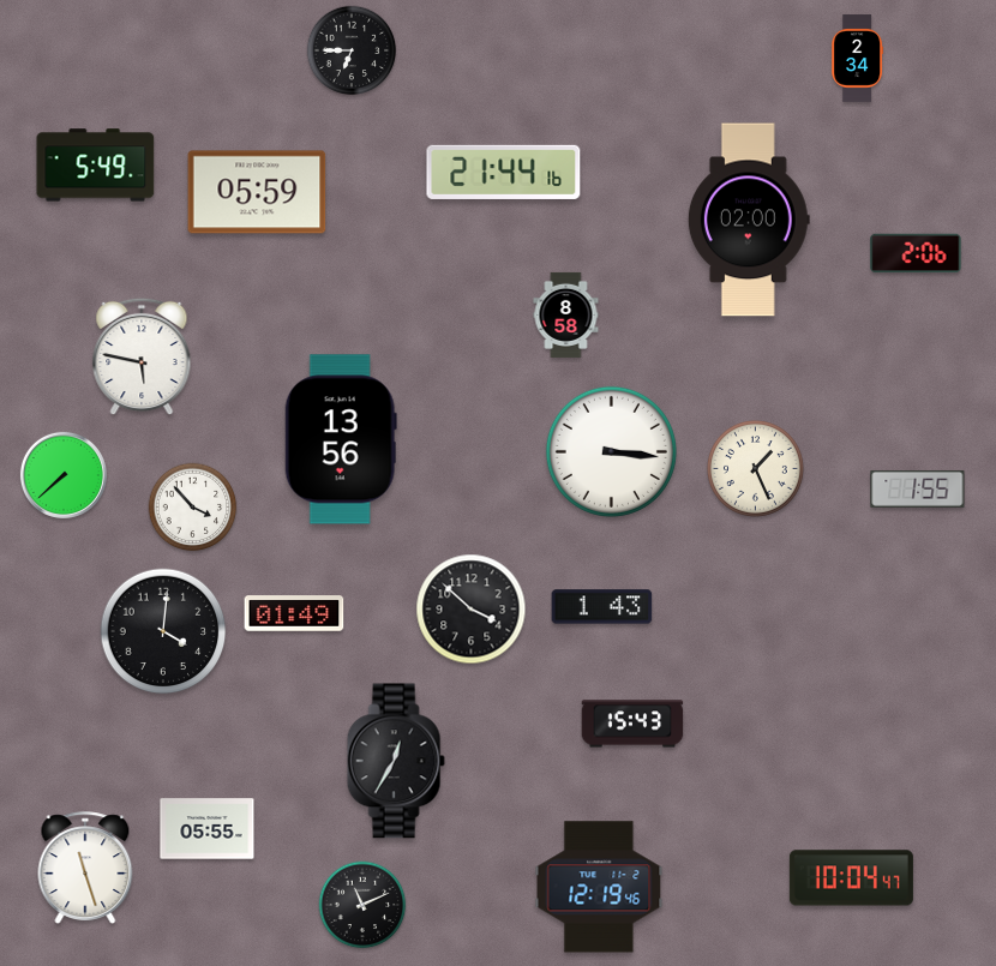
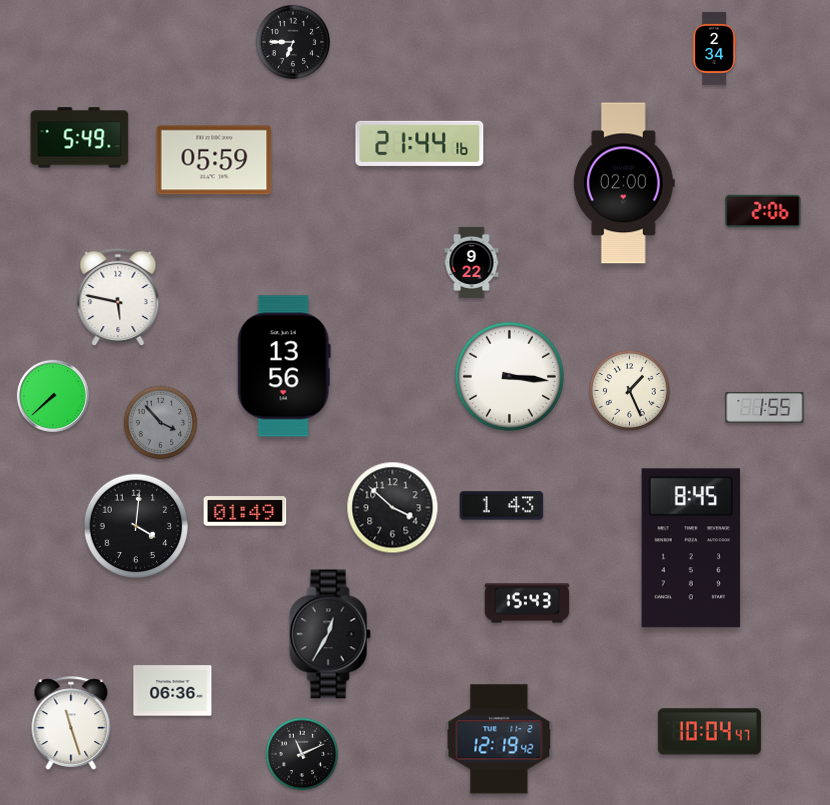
clock at (566, 314): 8:58 -> 9:22
clock at (193, 508) dial: white -> grey
clock at (691, 548): none -> 8:45
clock at (208, 829): 05:55 -> 06:36
clock at (599, 887): 12:19:46 -> 12:19:42
